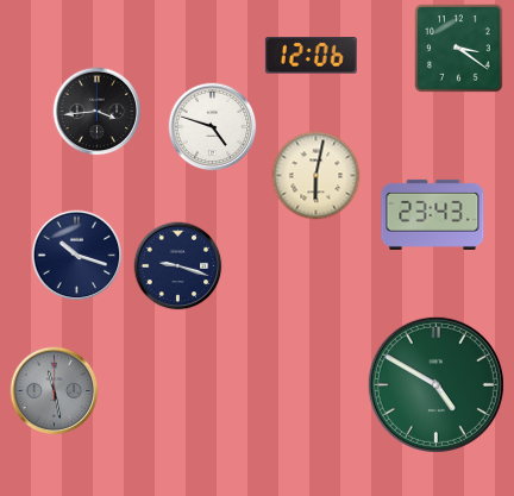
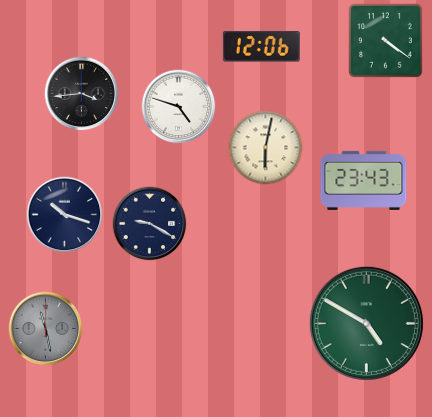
clock at (459, 49): 3:21 -> 4:21
clock at (178, 266): 9:18 -> 9:20
